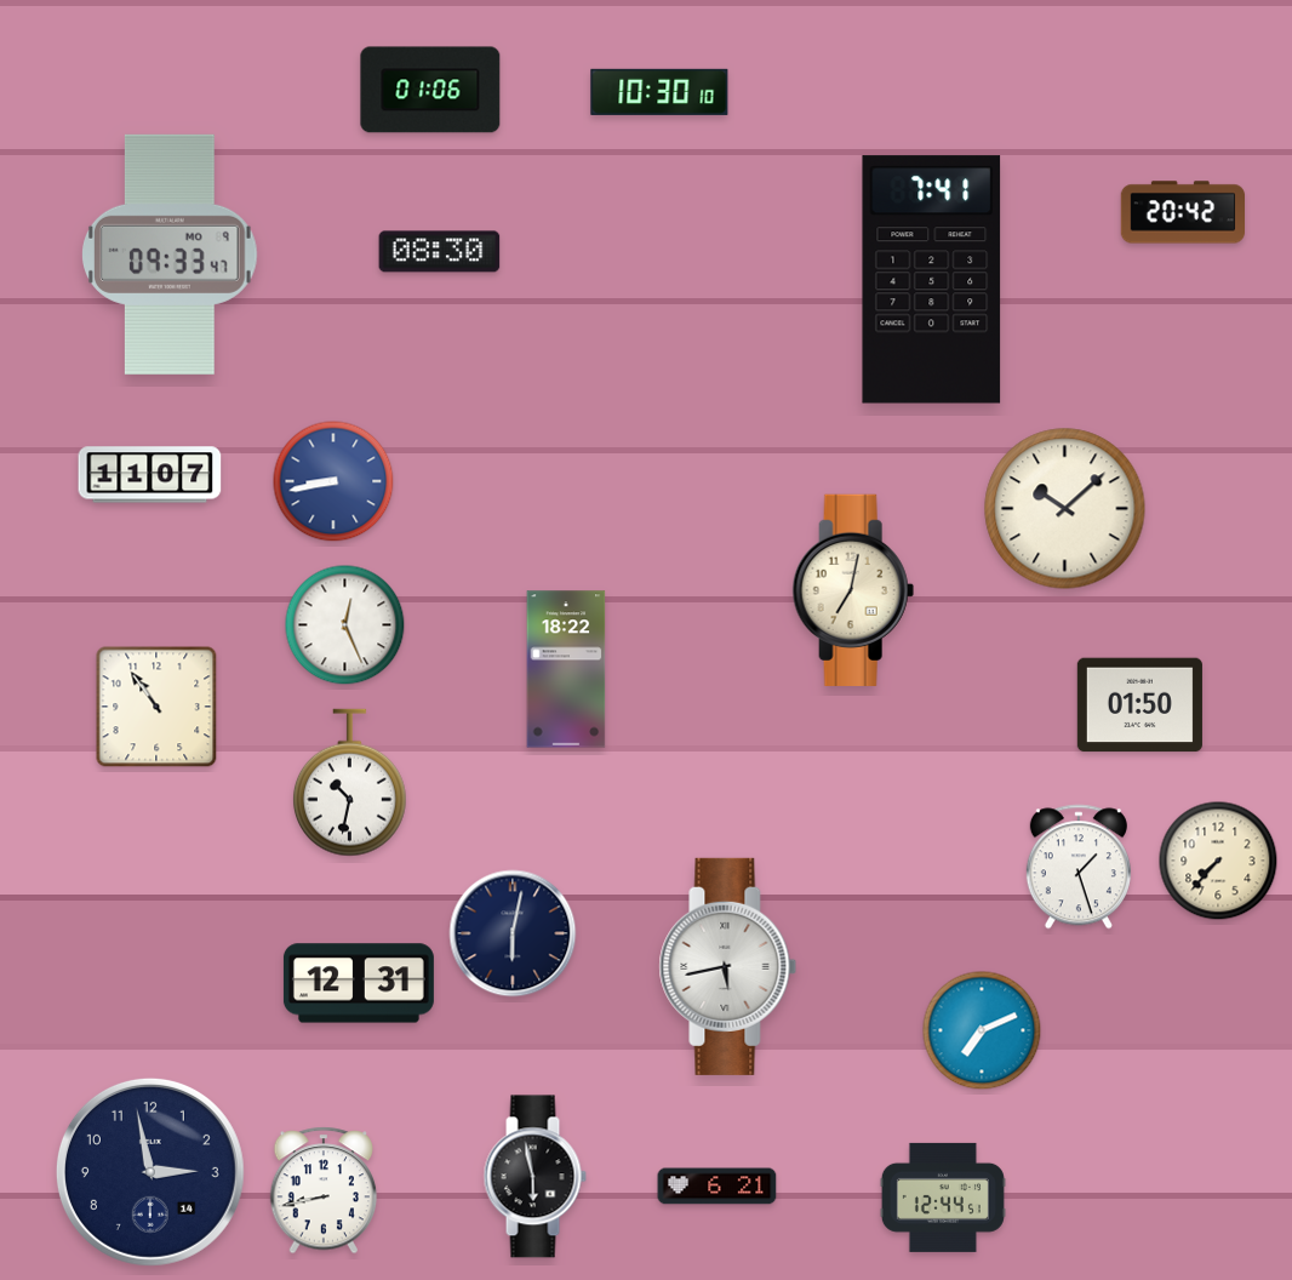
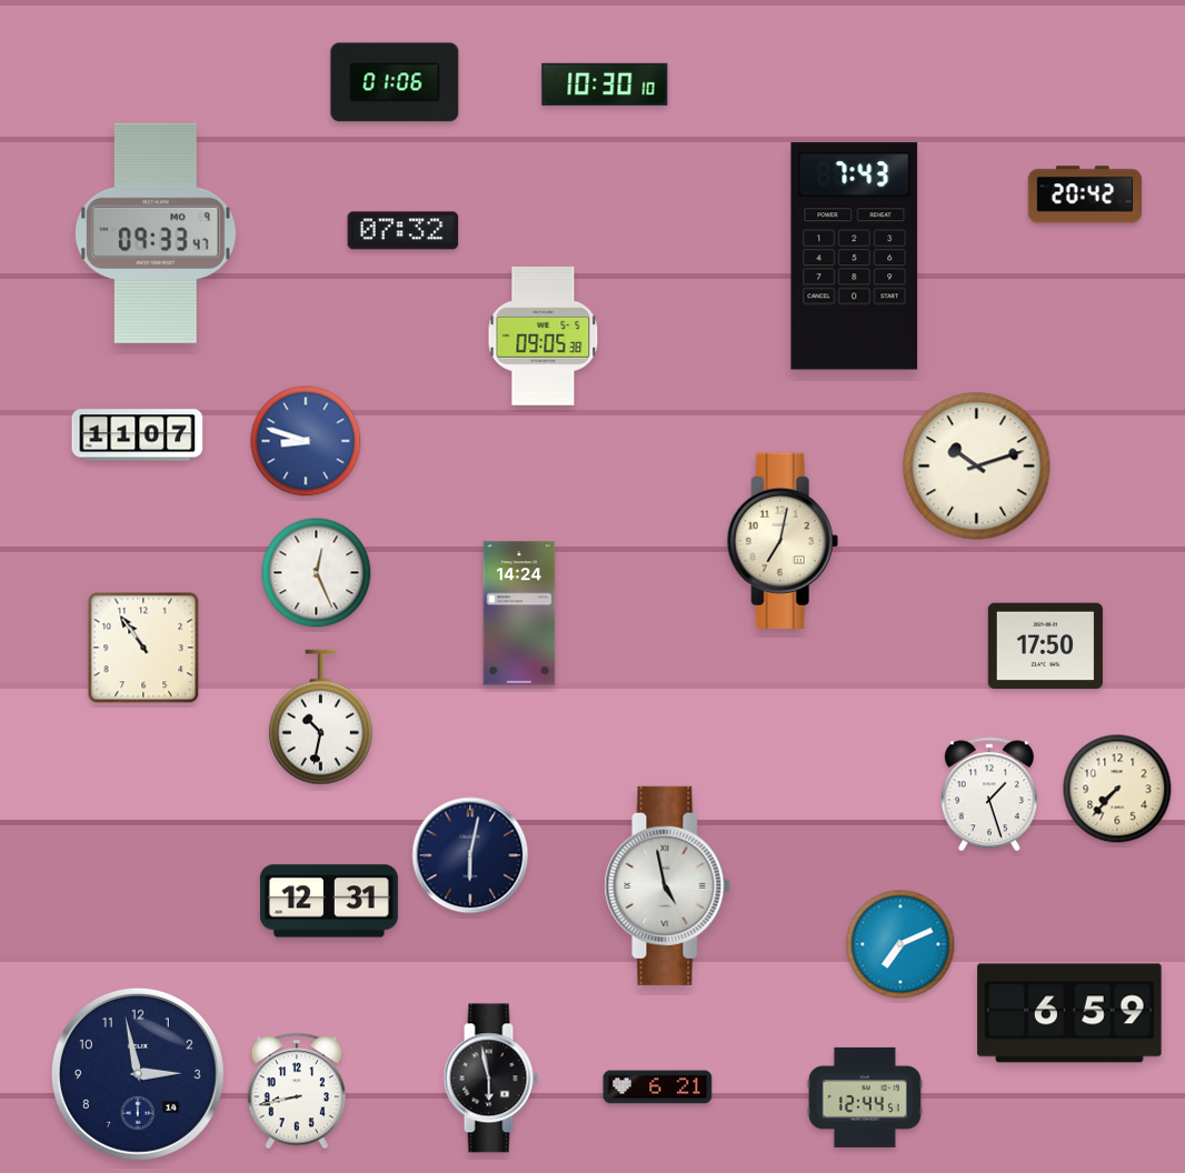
clock at (440, 252): 08:30 -> 07:32
clock at (932, 280): 7:41 -> 7:43
clock at (544, 335): none -> 09:05
clock at (333, 481): 8:43 -> 8:48
clock at (1065, 509): 10:08 -> 10:12
clock at (566, 669): 18:22 -> 14:24
clock at (1139, 705): 01:50 -> 17:50
clock at (728, 966): 5:43 -> 4:58
clock at (1069, 1013): none -> 6:59
